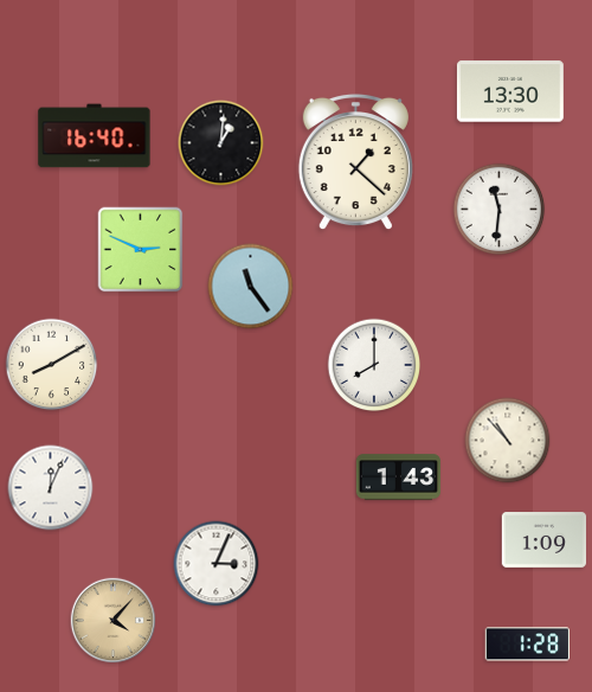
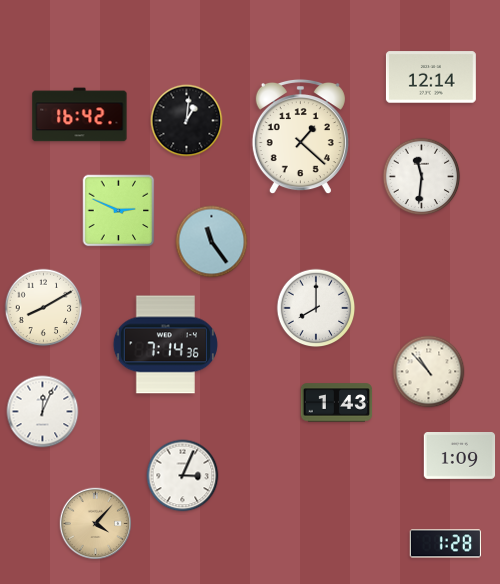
clock at (510, 91): 13:30 -> 12:14
clock at (95, 136): 16:40 -> 16:42
clock at (165, 345): none -> 7:14
